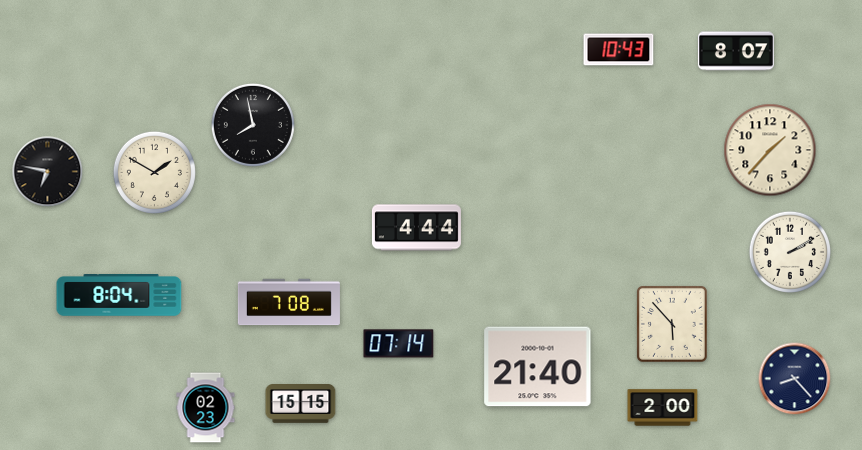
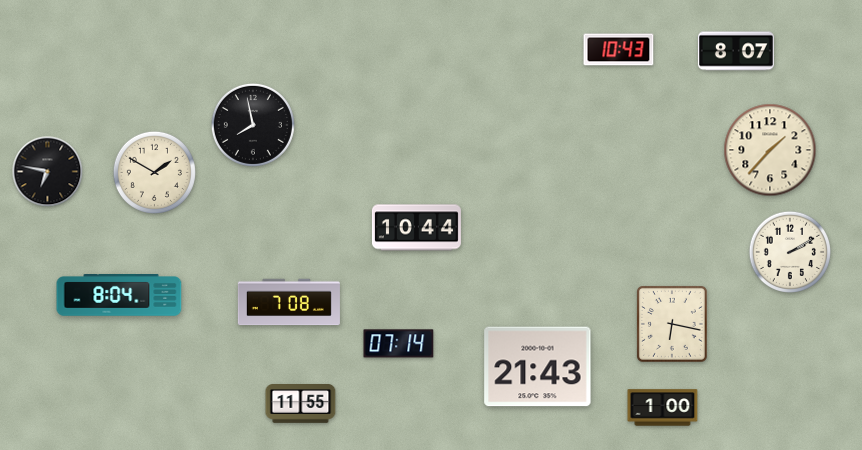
clock at (416, 228): 4:44 -> 10:44
clock at (672, 324): 5:53 -> 6:17
clock at (538, 367): 21:40 -> 21:43
clock at (795, 379): 8:23 -> none
clock at (301, 404): 15:15 -> 11:55
clock at (206, 408): 02:23 -> none
clock at (663, 408): 2:00 -> 1:00
